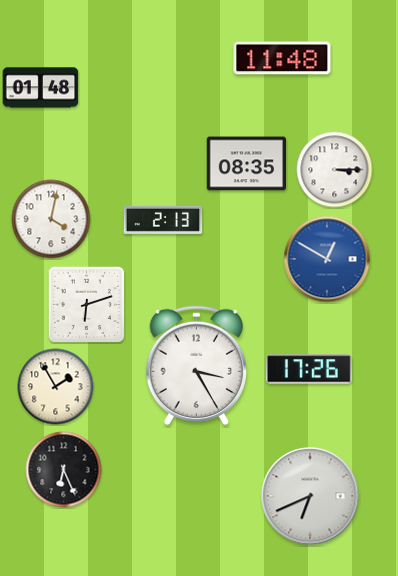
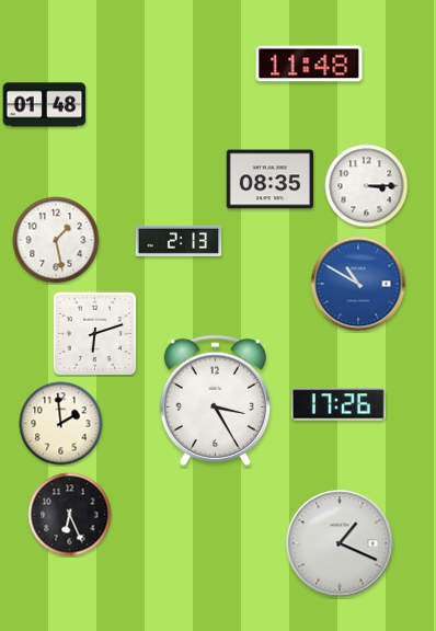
clock at (41, 88) position: (41, 88) -> (45, 105)
clock at (51, 219): 4:02 -> 1:28
clock at (327, 259): 12:50 -> 10:50
clock at (56, 387): 1:55 -> 1:59
clock at (310, 496): 6:41 -> 1:19
